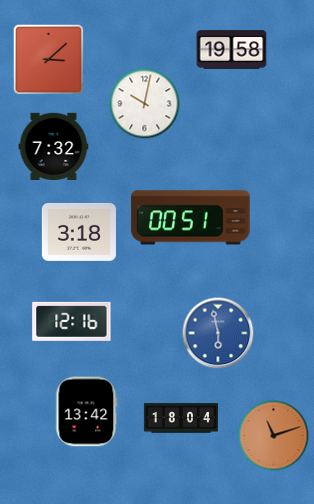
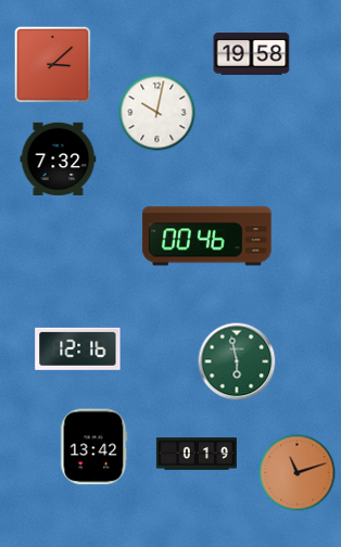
clock at (191, 218): 00:51 -> 00:46
clock at (79, 232): 3:18 -> none
clock at (218, 333) dial: blue -> green
clock at (181, 418): 18:04 -> 0:19
